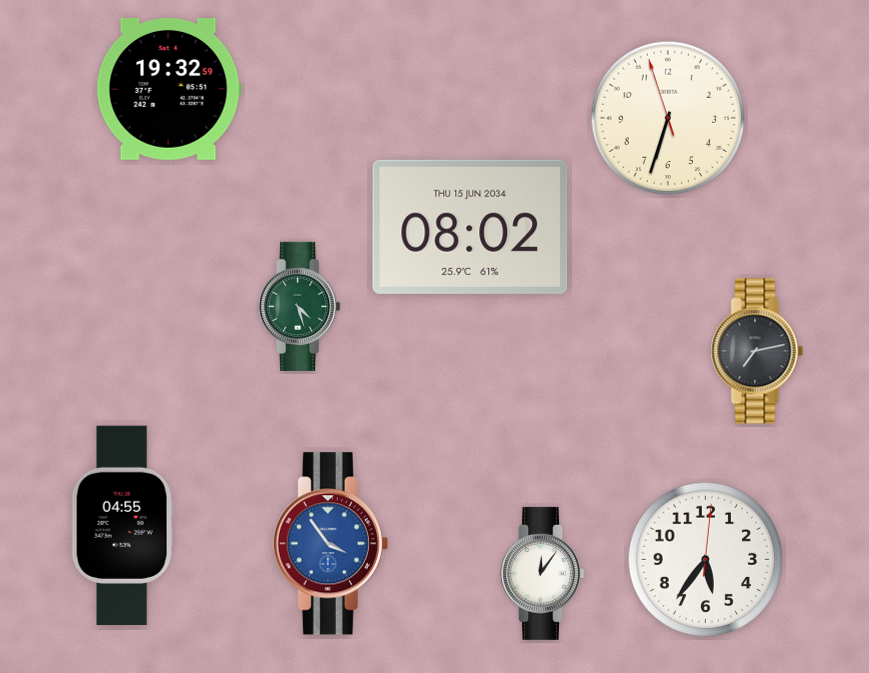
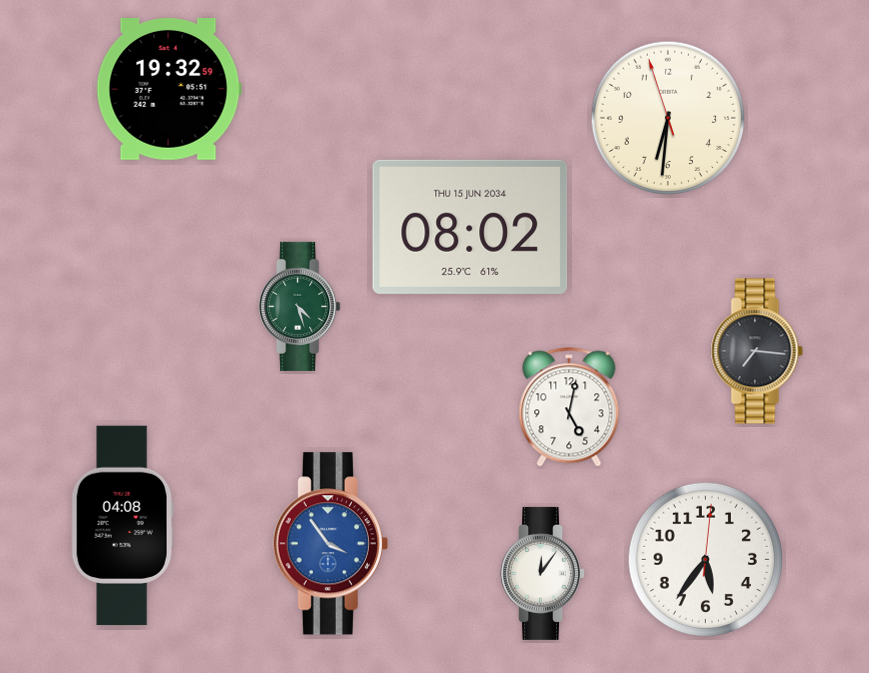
clock at (667, 117): 6:32 -> 6:30
clock at (757, 351): 7:13 -> 7:16
clock at (569, 407): none -> 5:02
clock at (122, 526): 04:55 -> 04:08
